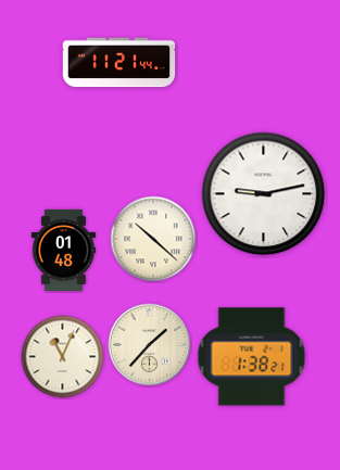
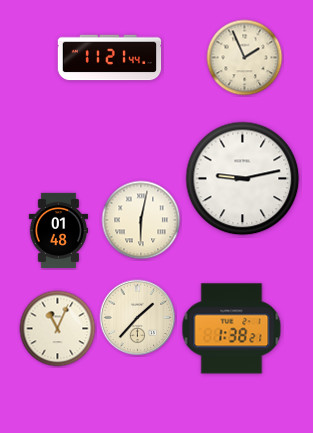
clock at (245, 58): none -> 1:56
clock at (153, 239): 10:22 -> 6:02
